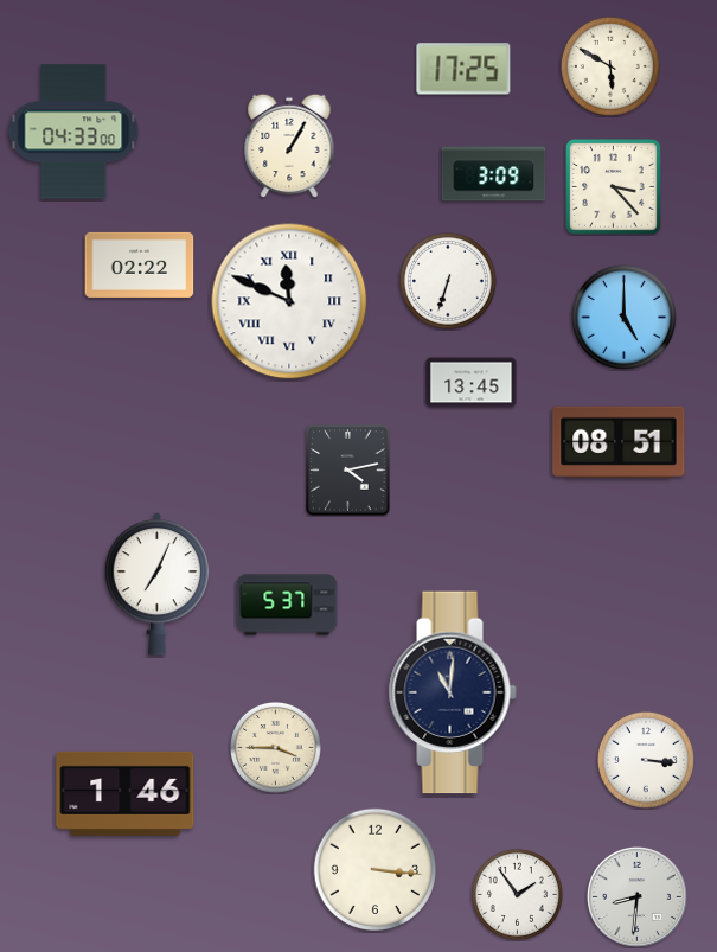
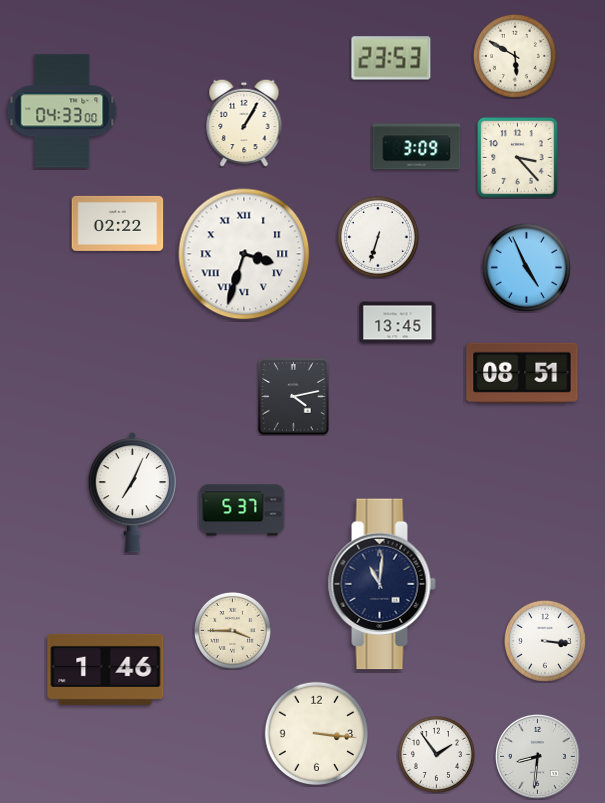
clock at (463, 69): 17:25 -> 23:53
clock at (289, 301): 11:49 -> 3:33
clock at (623, 317): 5:00 -> 4:56
